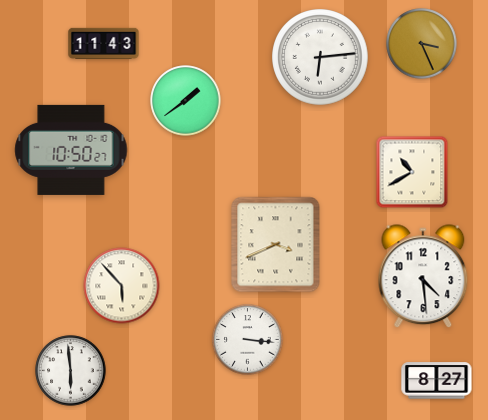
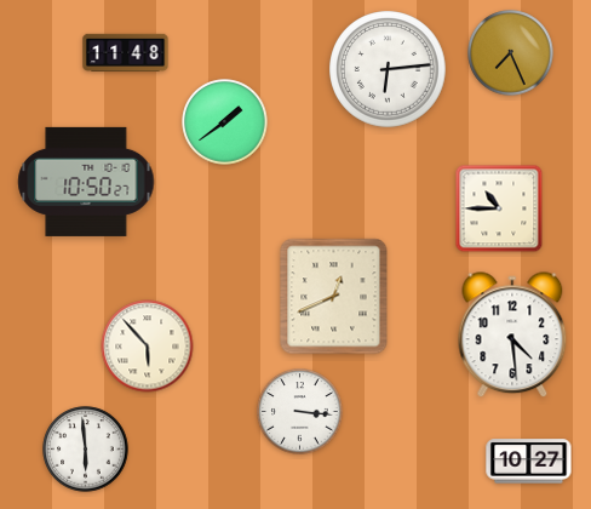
clock at (104, 43): 11:43 -> 11:48
clock at (422, 44): 3:26 -> 7:26
clock at (412, 172): 10:40 -> 10:45
clock at (276, 245): 3:41 -> 12:41
clock at (437, 381): 8:27 -> 10:27
